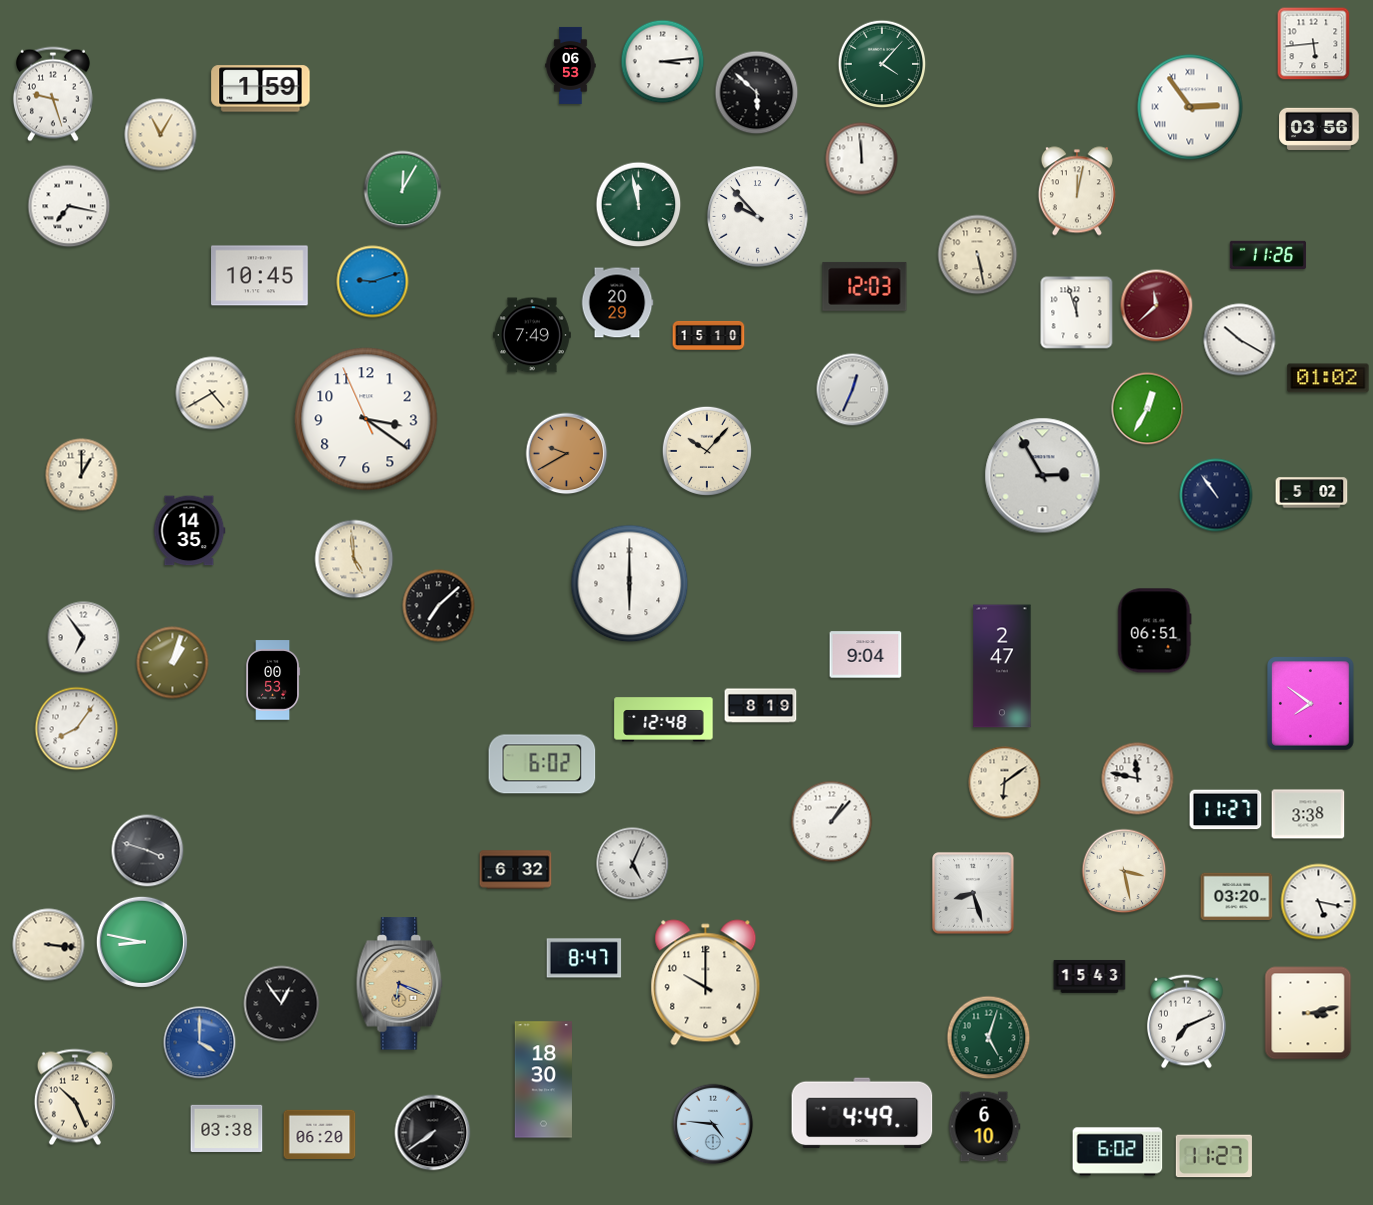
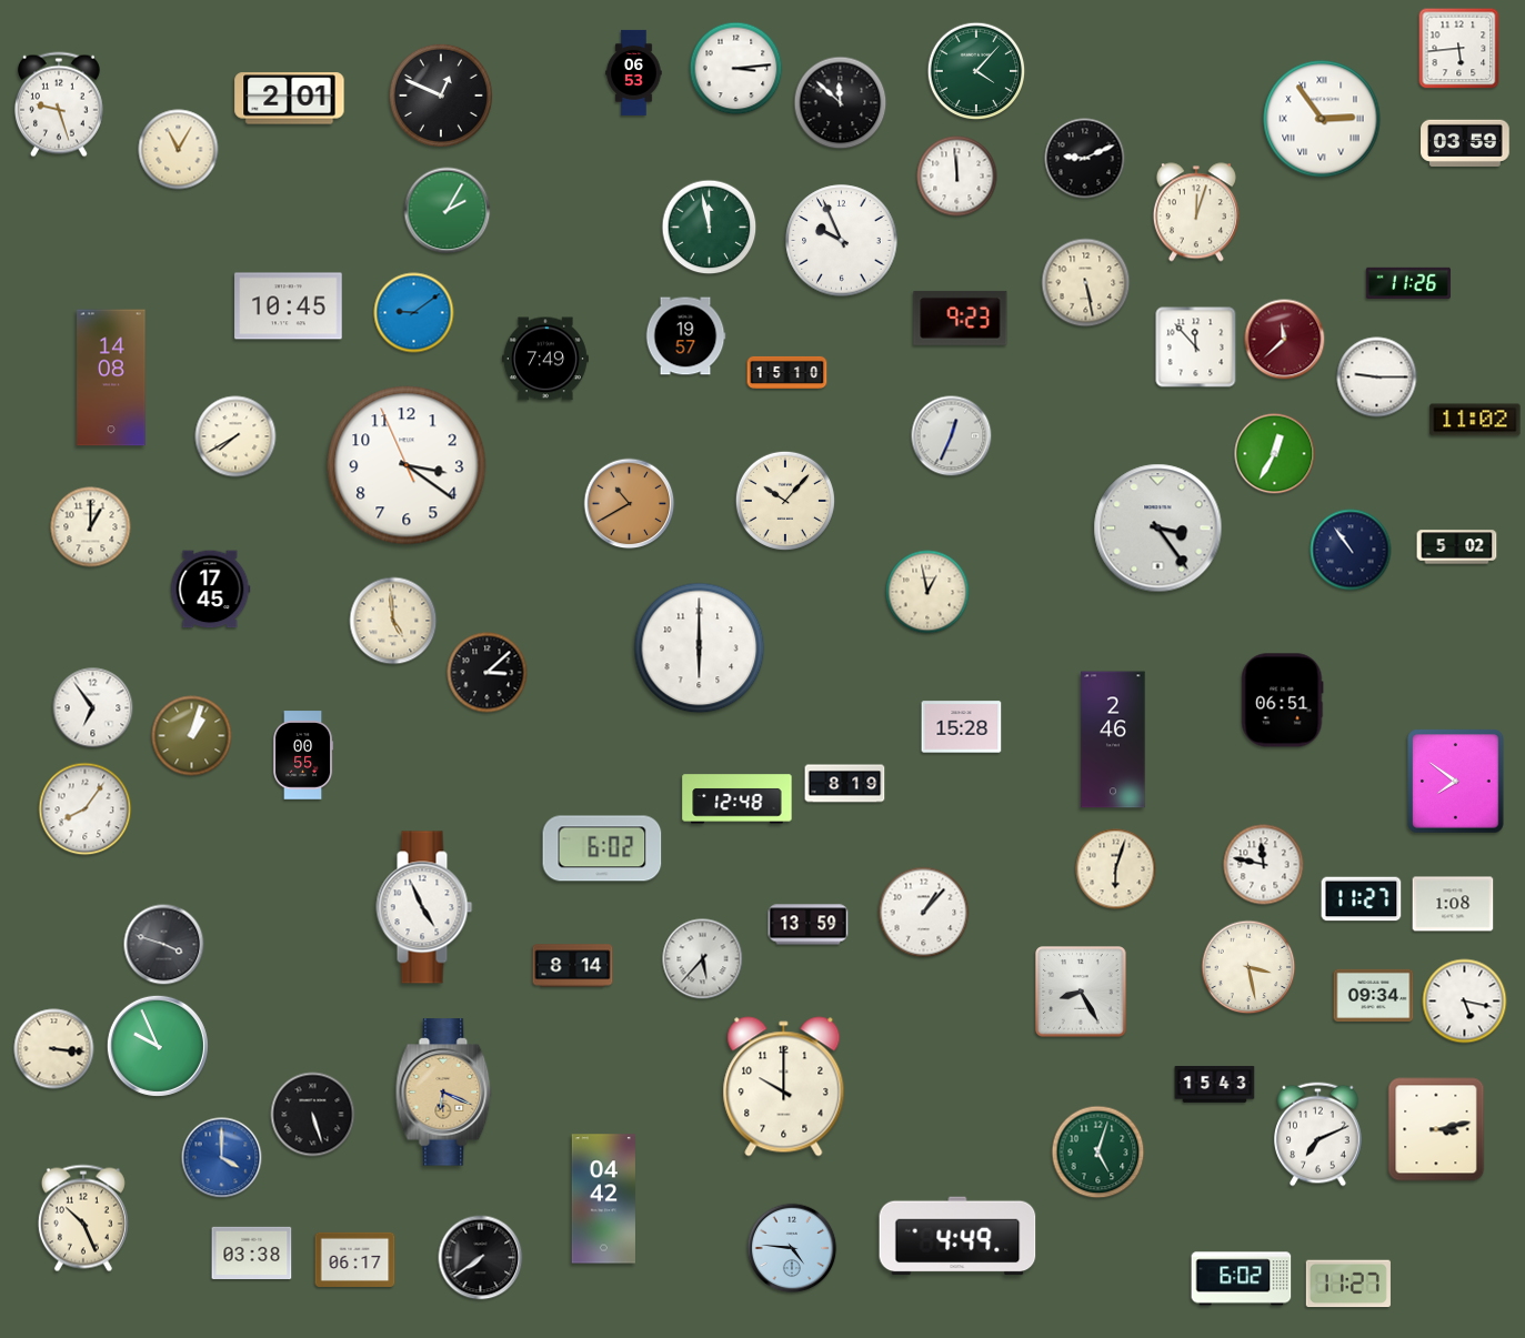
clock at (882, 64) position: (882, 64) -> (976, 71)
clock at (441, 95): none -> 12:49
clock at (261, 89): 1:59 -> 2:01
clock at (757, 93): 5:52 -> 11:52
clock at (1319, 129): 03:56 -> 03:59
clock at (1085, 159): none -> 9:11
clock at (403, 190): 12:05 -> 2:05
clock at (1077, 191): 12:02 -> 12:03
clock at (69, 206): 7:17 -> none
clock at (758, 217): 9:53 -> 9:56
clock at (373, 282): 9:12 -> 9:09
clock at (865, 286): 12:03 -> 9:23
clock at (617, 303): 20:29 -> 19:57
clock at (1077, 313): 11:57 -> 11:53
clock at (532, 335) position: (532, 335) -> (545, 359)
clock at (111, 378): none -> 14:08
clock at (1240, 340): 10:20 -> 9:15
clock at (1328, 378): 01:02 -> 11:02
clock at (853, 390) position: (853, 390) -> (952, 436)
clock at (212, 393): 4:40 -> 7:40
clock at (567, 454): 9:40 -> 10:40
clock at (1043, 476): 2:55 -> 3:24
clock at (189, 531): 14:35 -> 17:45
clock at (927, 592): none -> 12:58
clock at (439, 606): 7:08 -> 3:08
clock at (866, 655): 9:04 -> 15:28
clock at (1002, 666): 2:47 -> 2:46
clock at (274, 680): 00:53 -> 00:55
clock at (1005, 783): 6:09 -> 6:03
clock at (1308, 814): 3:38 -> 1:08
clock at (424, 907): none -> 4:56
clock at (809, 925): none -> 13:59
clock at (633, 864): 5:04 -> 5:37
clock at (516, 870): 6:32 -> 8:14
clock at (973, 893): 8:27 -> 8:25
clock at (1237, 896): 03:20 -> 09:34
clock at (142, 942): 8:47 -> 9:56
clock at (584, 958): 8:47 -> none
clock at (1090, 976) position: (1090, 976) -> (1215, 1084)
clock at (706, 983) position: (706, 983) -> (784, 1087)
clock at (282, 1004): 12:54 -> 5:27
clock at (1308, 1013) position: (1308, 1013) -> (1436, 1129)
clock at (543, 1080): 18:30 -> 04:42
clock at (984, 1127): 6:10 -> none
clock at (320, 1134): 06:20 -> 06:17
